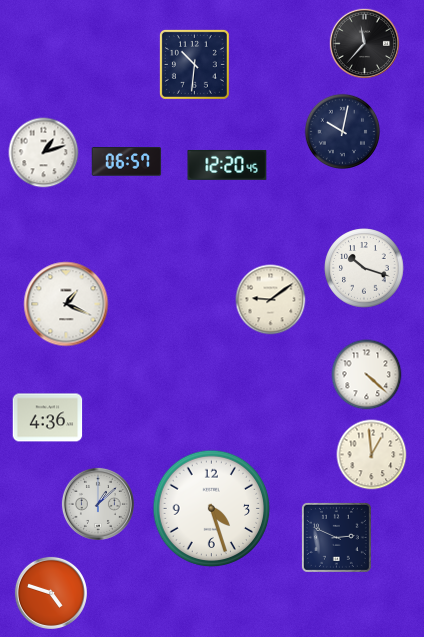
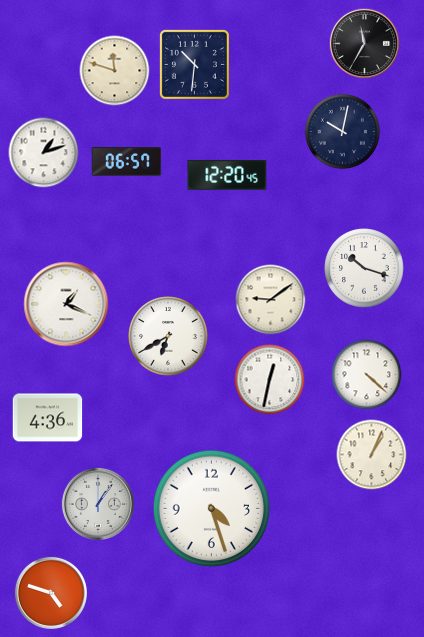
clock at (365, 44): 11:37 -> 11:35
clock at (115, 71): none -> 11:48
clock at (227, 165) position: (227, 165) -> (227, 175)
clock at (168, 336): none -> 6:40
clock at (270, 380): none -> 12:32
clock at (372, 455): 12:59 -> 1:04
clock at (98, 504): 1:08 -> 1:06
clock at (336, 537): 2:49 -> none
